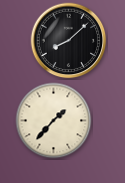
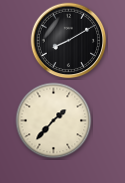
clock at (69, 41): 8:08 -> 8:10
